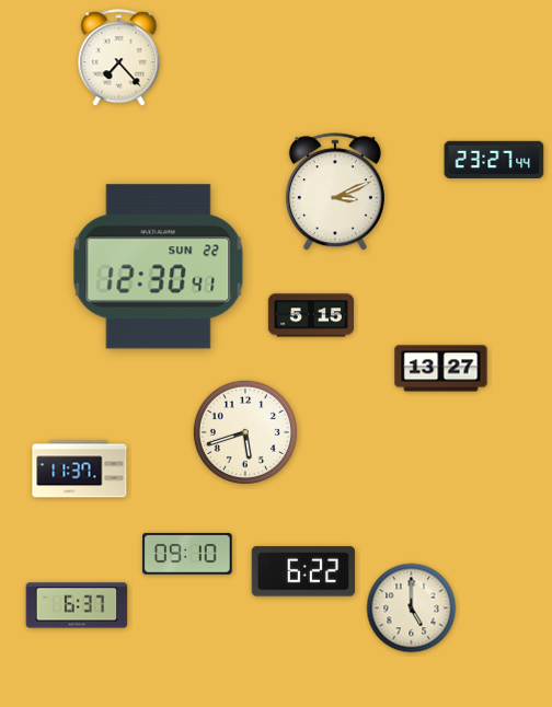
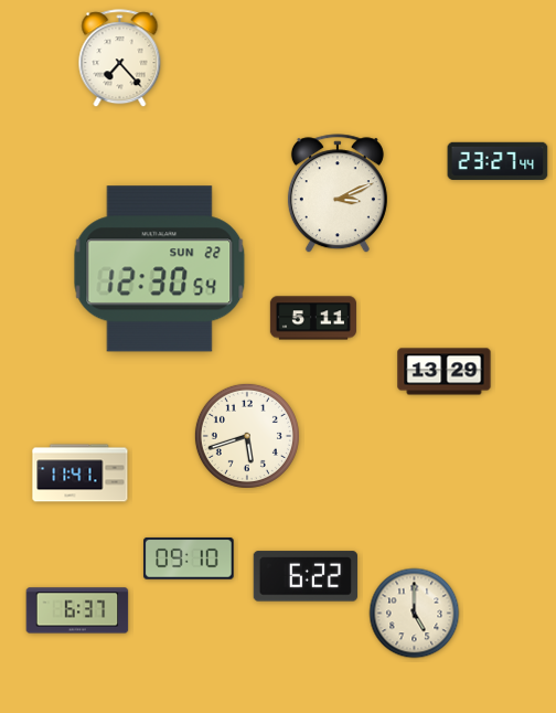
clock at (159, 267): 12:30:41 -> 12:30:54
clock at (311, 315): 5:15 -> 5:11
clock at (441, 369): 13:27 -> 13:29
clock at (80, 470): 11:37 -> 11:41
